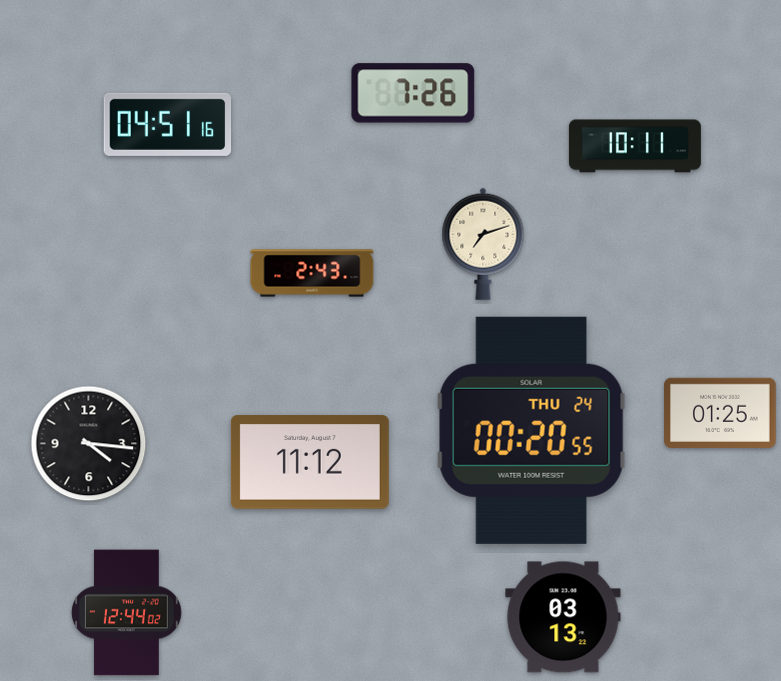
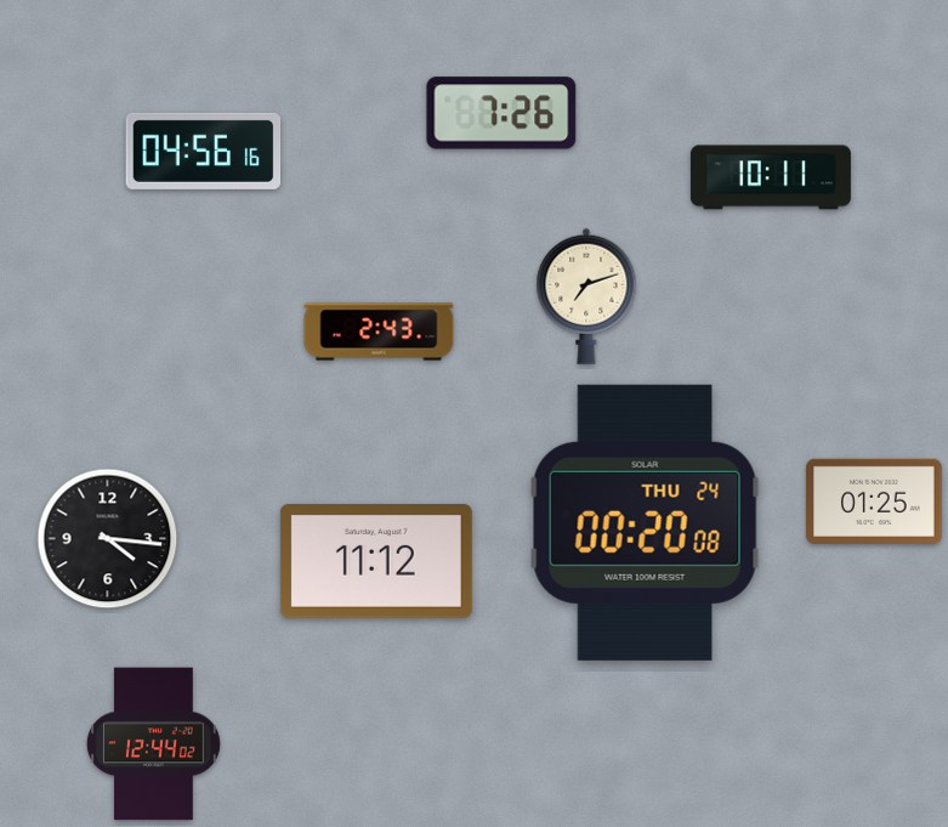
clock at (168, 124): 04:51 -> 04:56
clock at (531, 430): 00:20:55 -> 00:20:08
clock at (563, 617): 03:13 -> none
